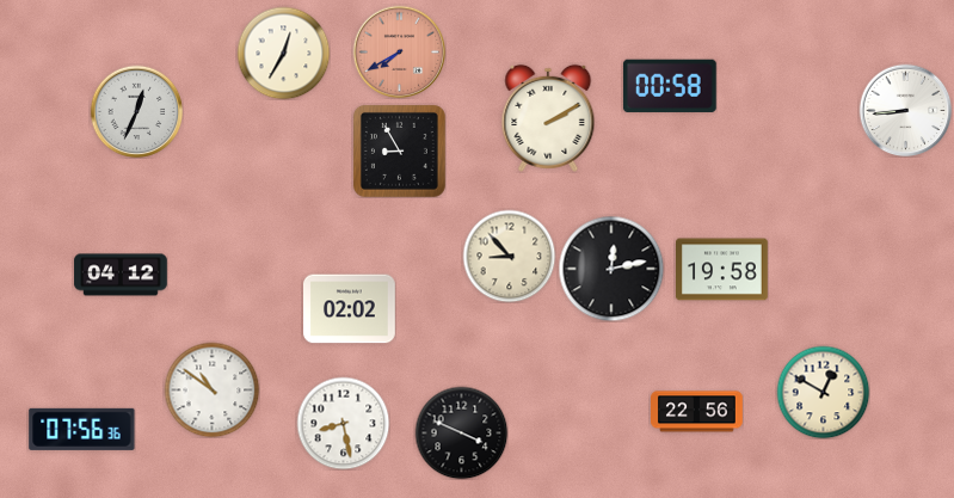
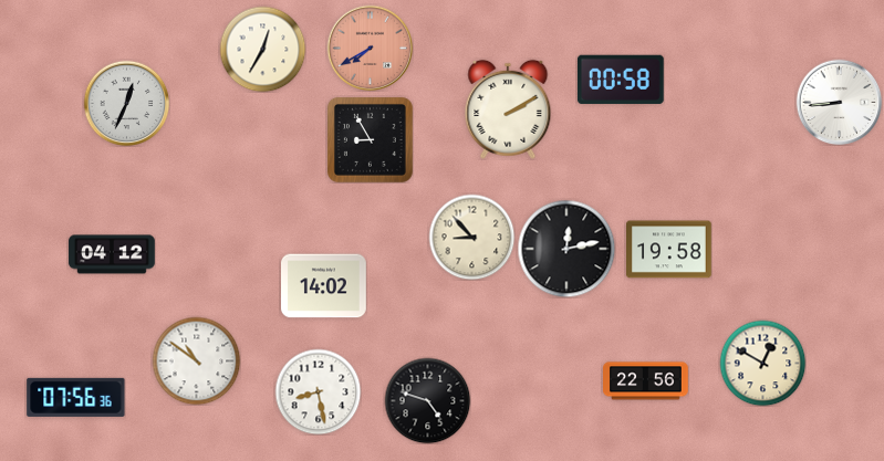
clock at (350, 309): 02:02 -> 14:02
clock at (461, 432): 3:49 -> 4:48
